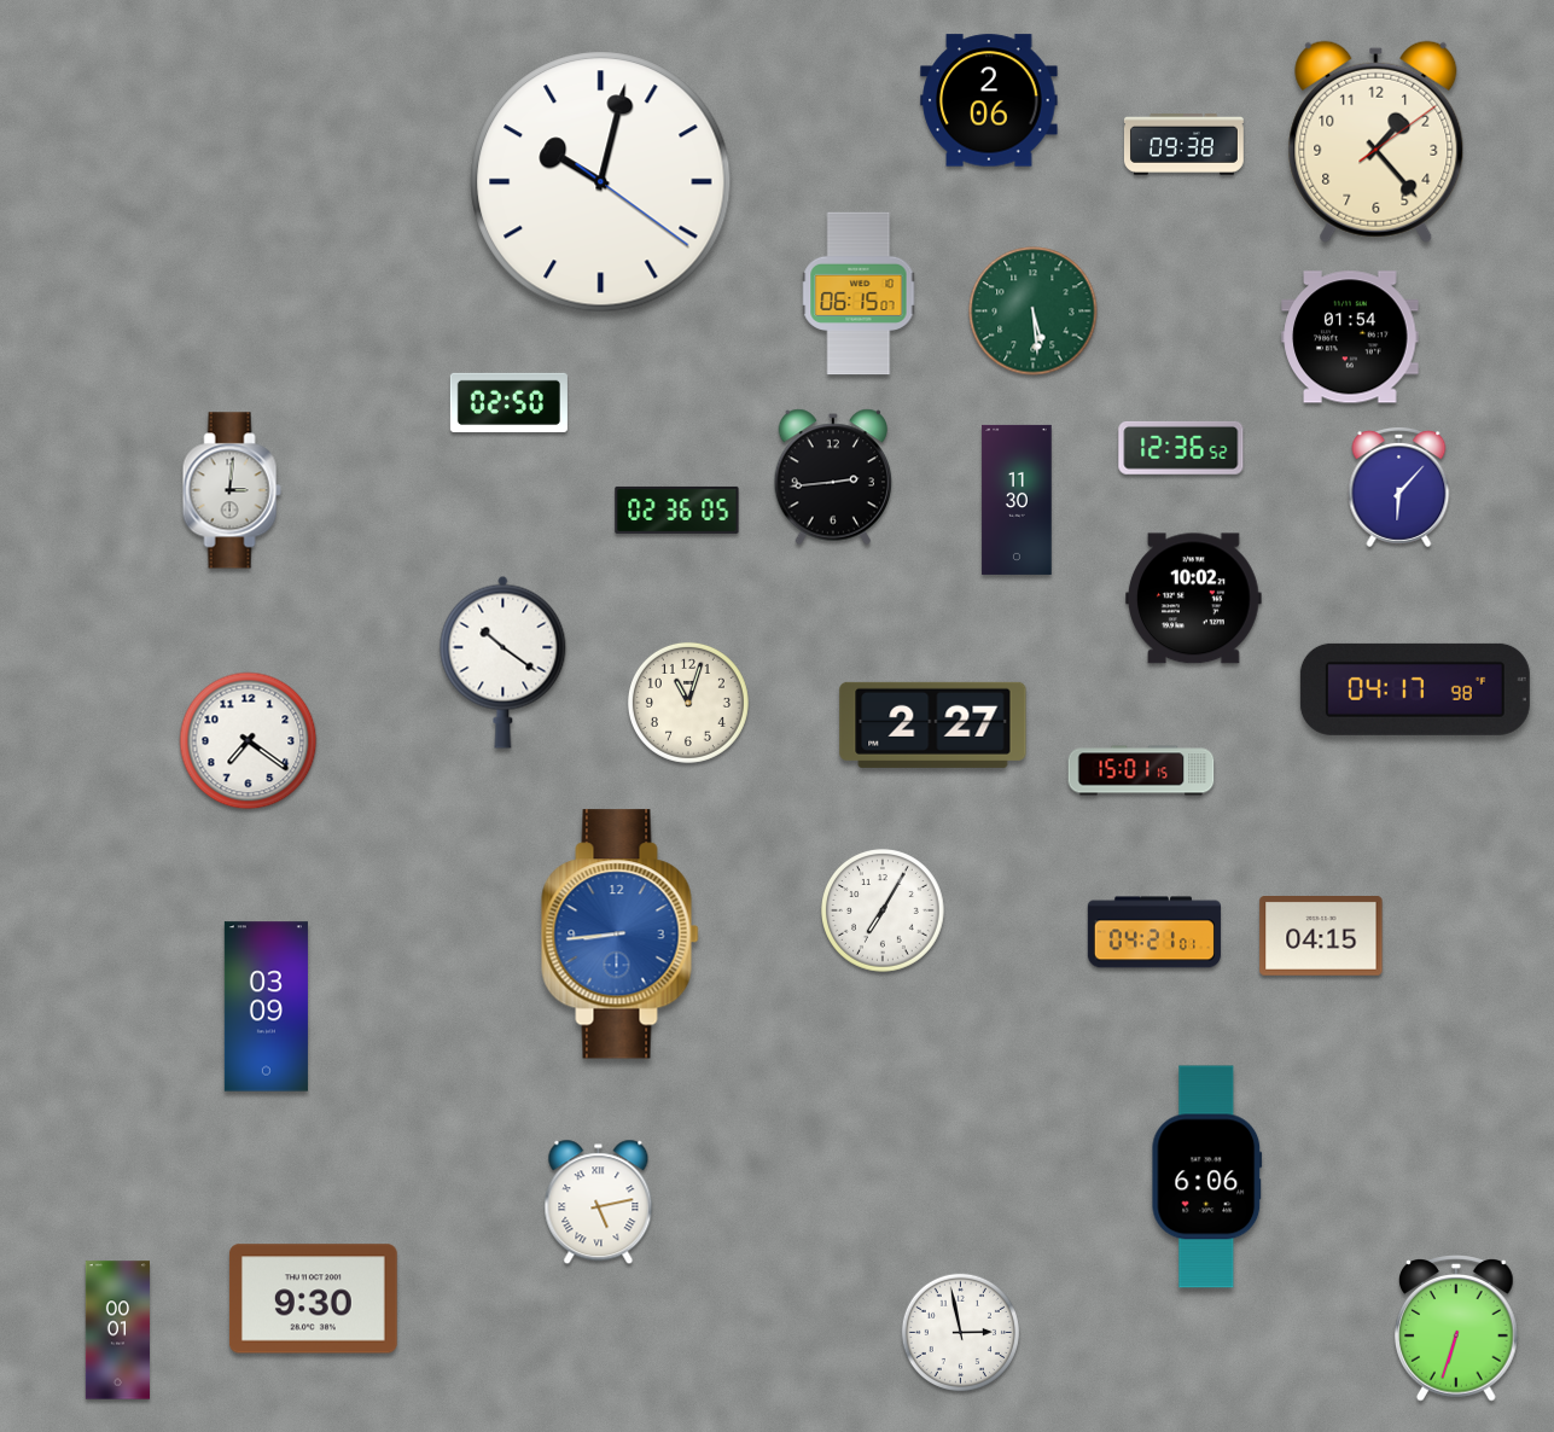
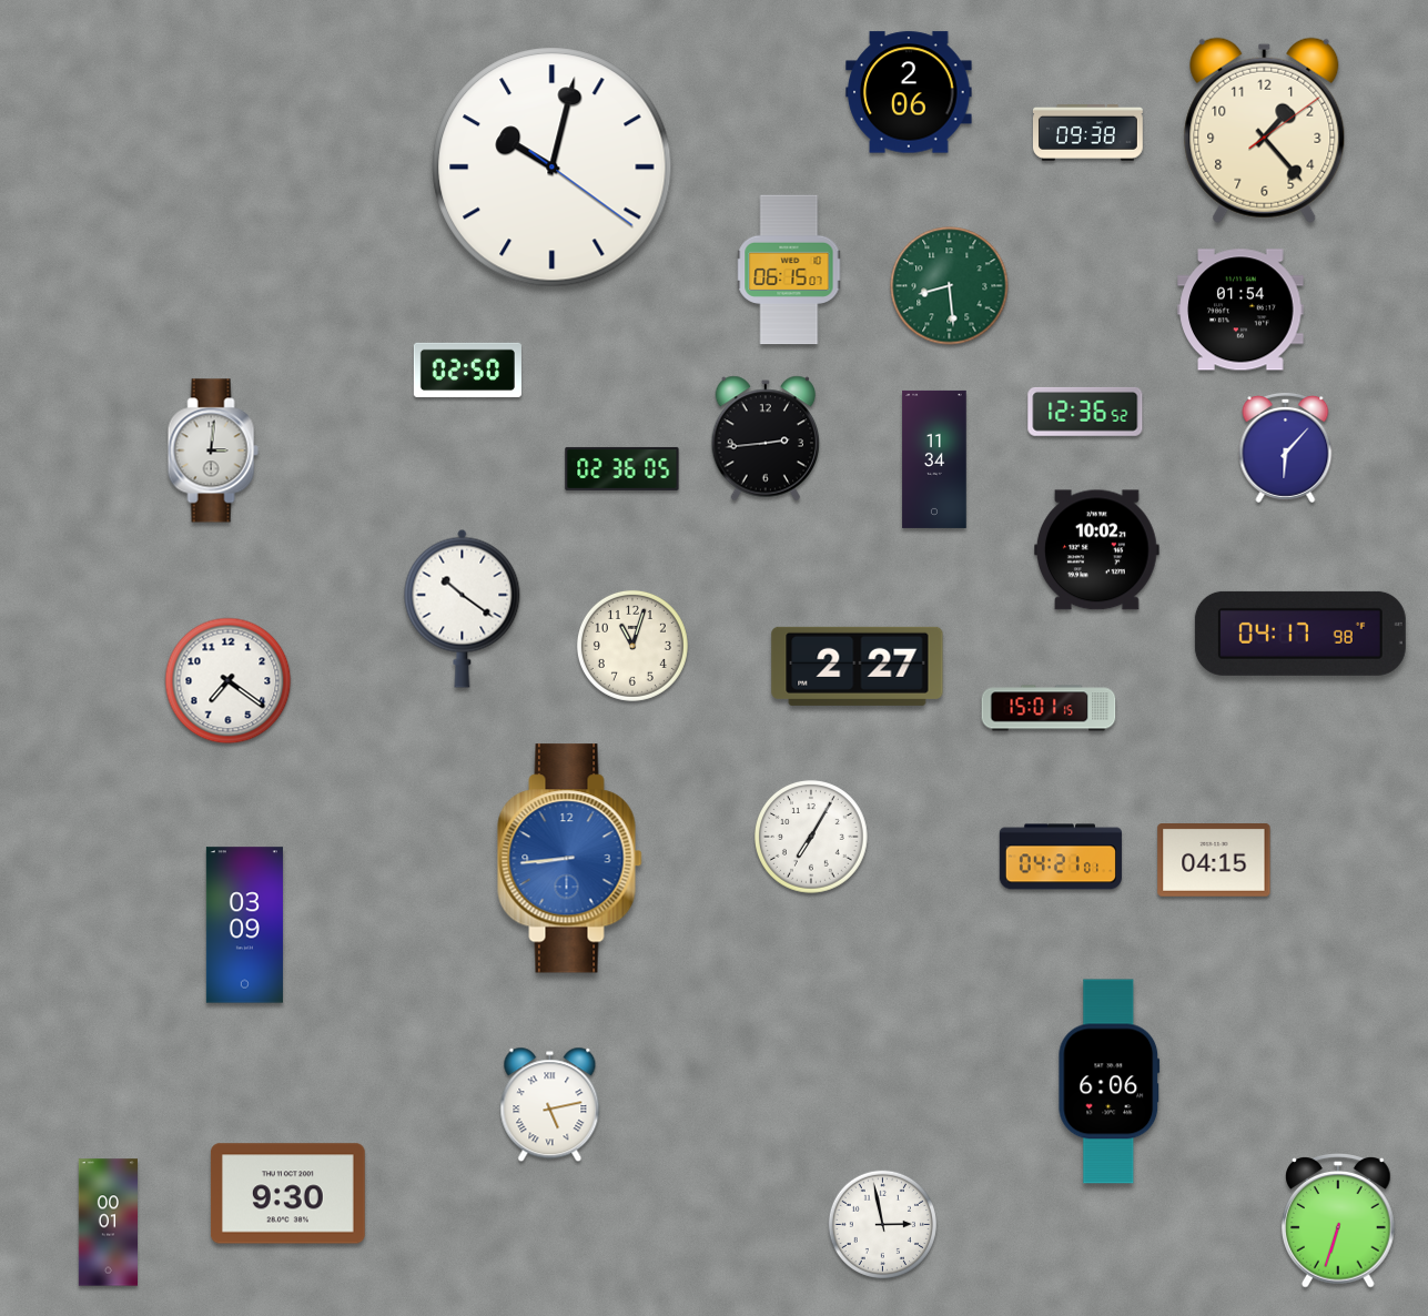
clock at (1034, 312): 5:29 -> 8:29
clock at (1017, 500): 11:30 -> 11:34
